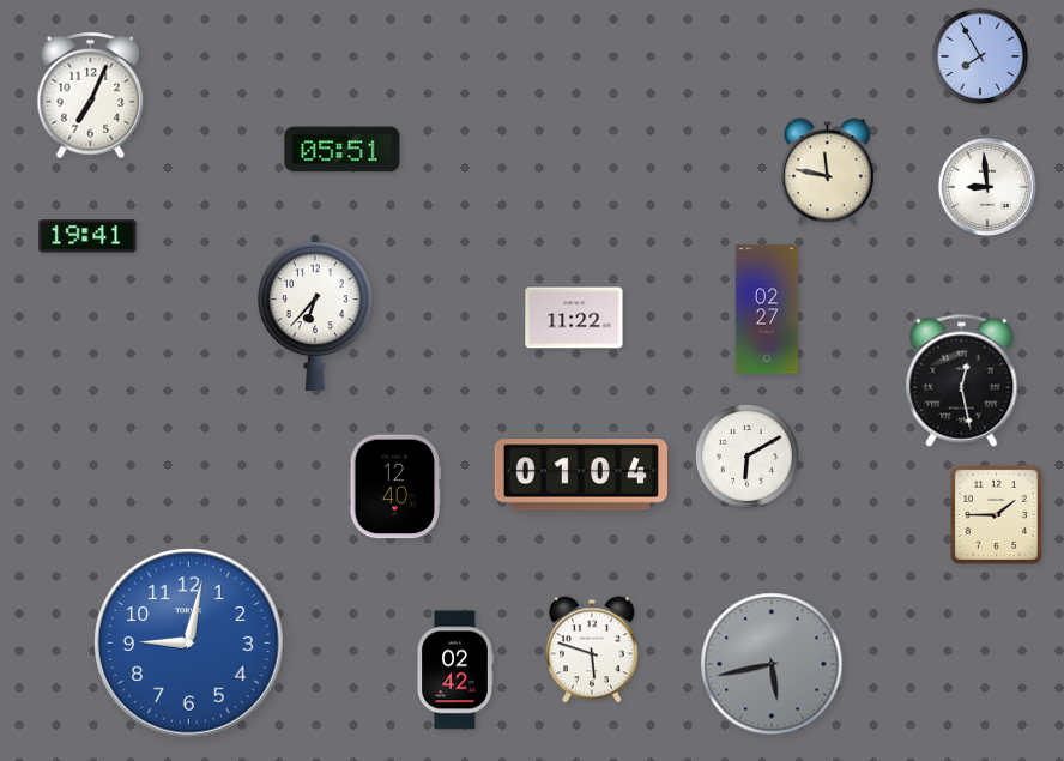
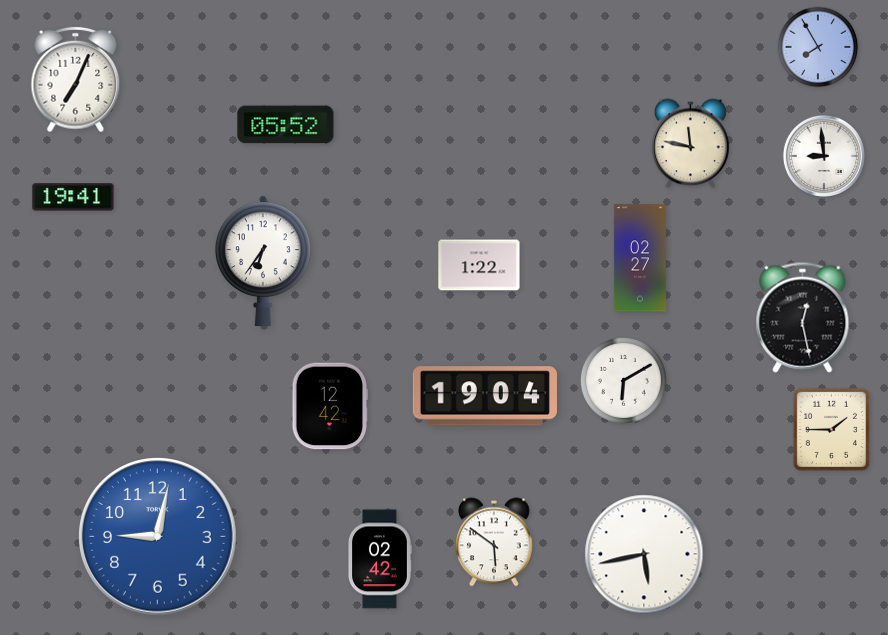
clock at (343, 150): 05:51 -> 05:52
clock at (315, 313): 6:37 -> 6:36
clock at (574, 318): 11:22 -> 1:22
clock at (581, 475): 01:04 -> 19:04
clock at (395, 487): 12:40 -> 12:42
clock at (592, 650): 5:48 -> 5:51
clock at (772, 664) dial: grey -> white
